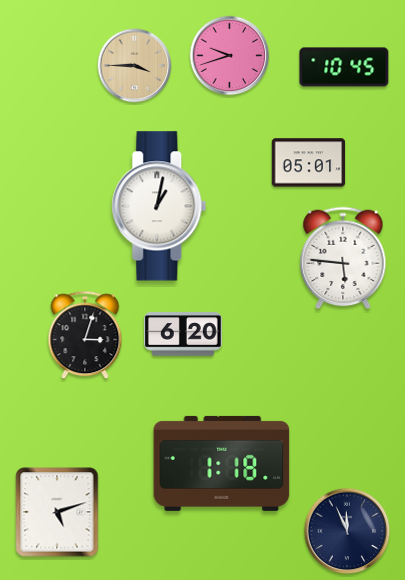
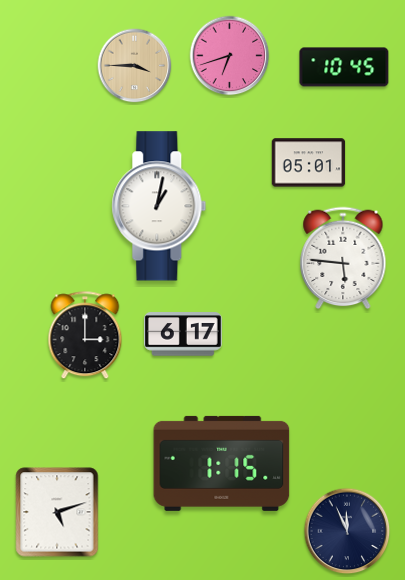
clock at (230, 56): 9:42 -> 6:42
clock at (183, 334): 6:20 -> 6:17
clock at (85, 336): 3:03 -> 3:00
clock at (222, 463): 1:18 -> 1:15
